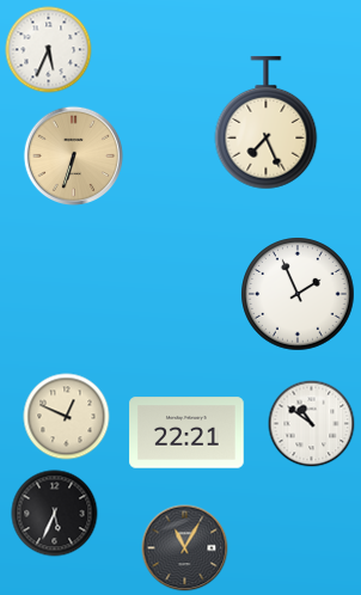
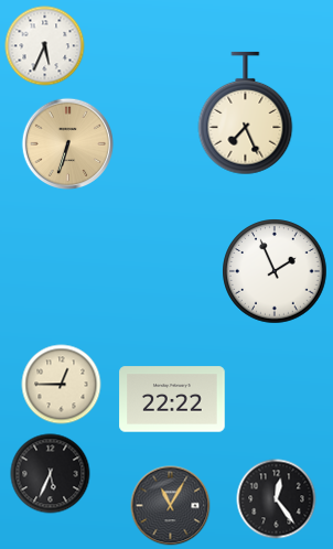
clock at (67, 417): 12:49 -> 12:45
clock at (312, 424): 10:51 -> none
clock at (186, 433): 22:21 -> 22:22
clock at (277, 499): none -> 12:24
